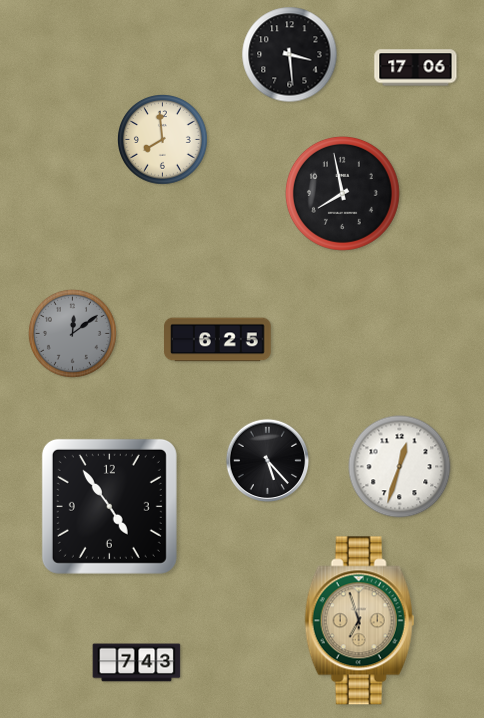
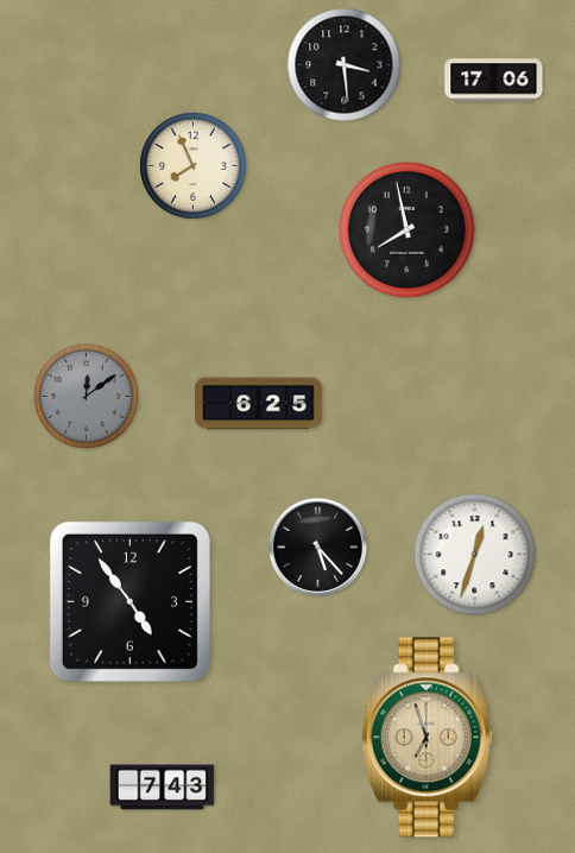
clock at (163, 140): 7:59 -> 7:56
